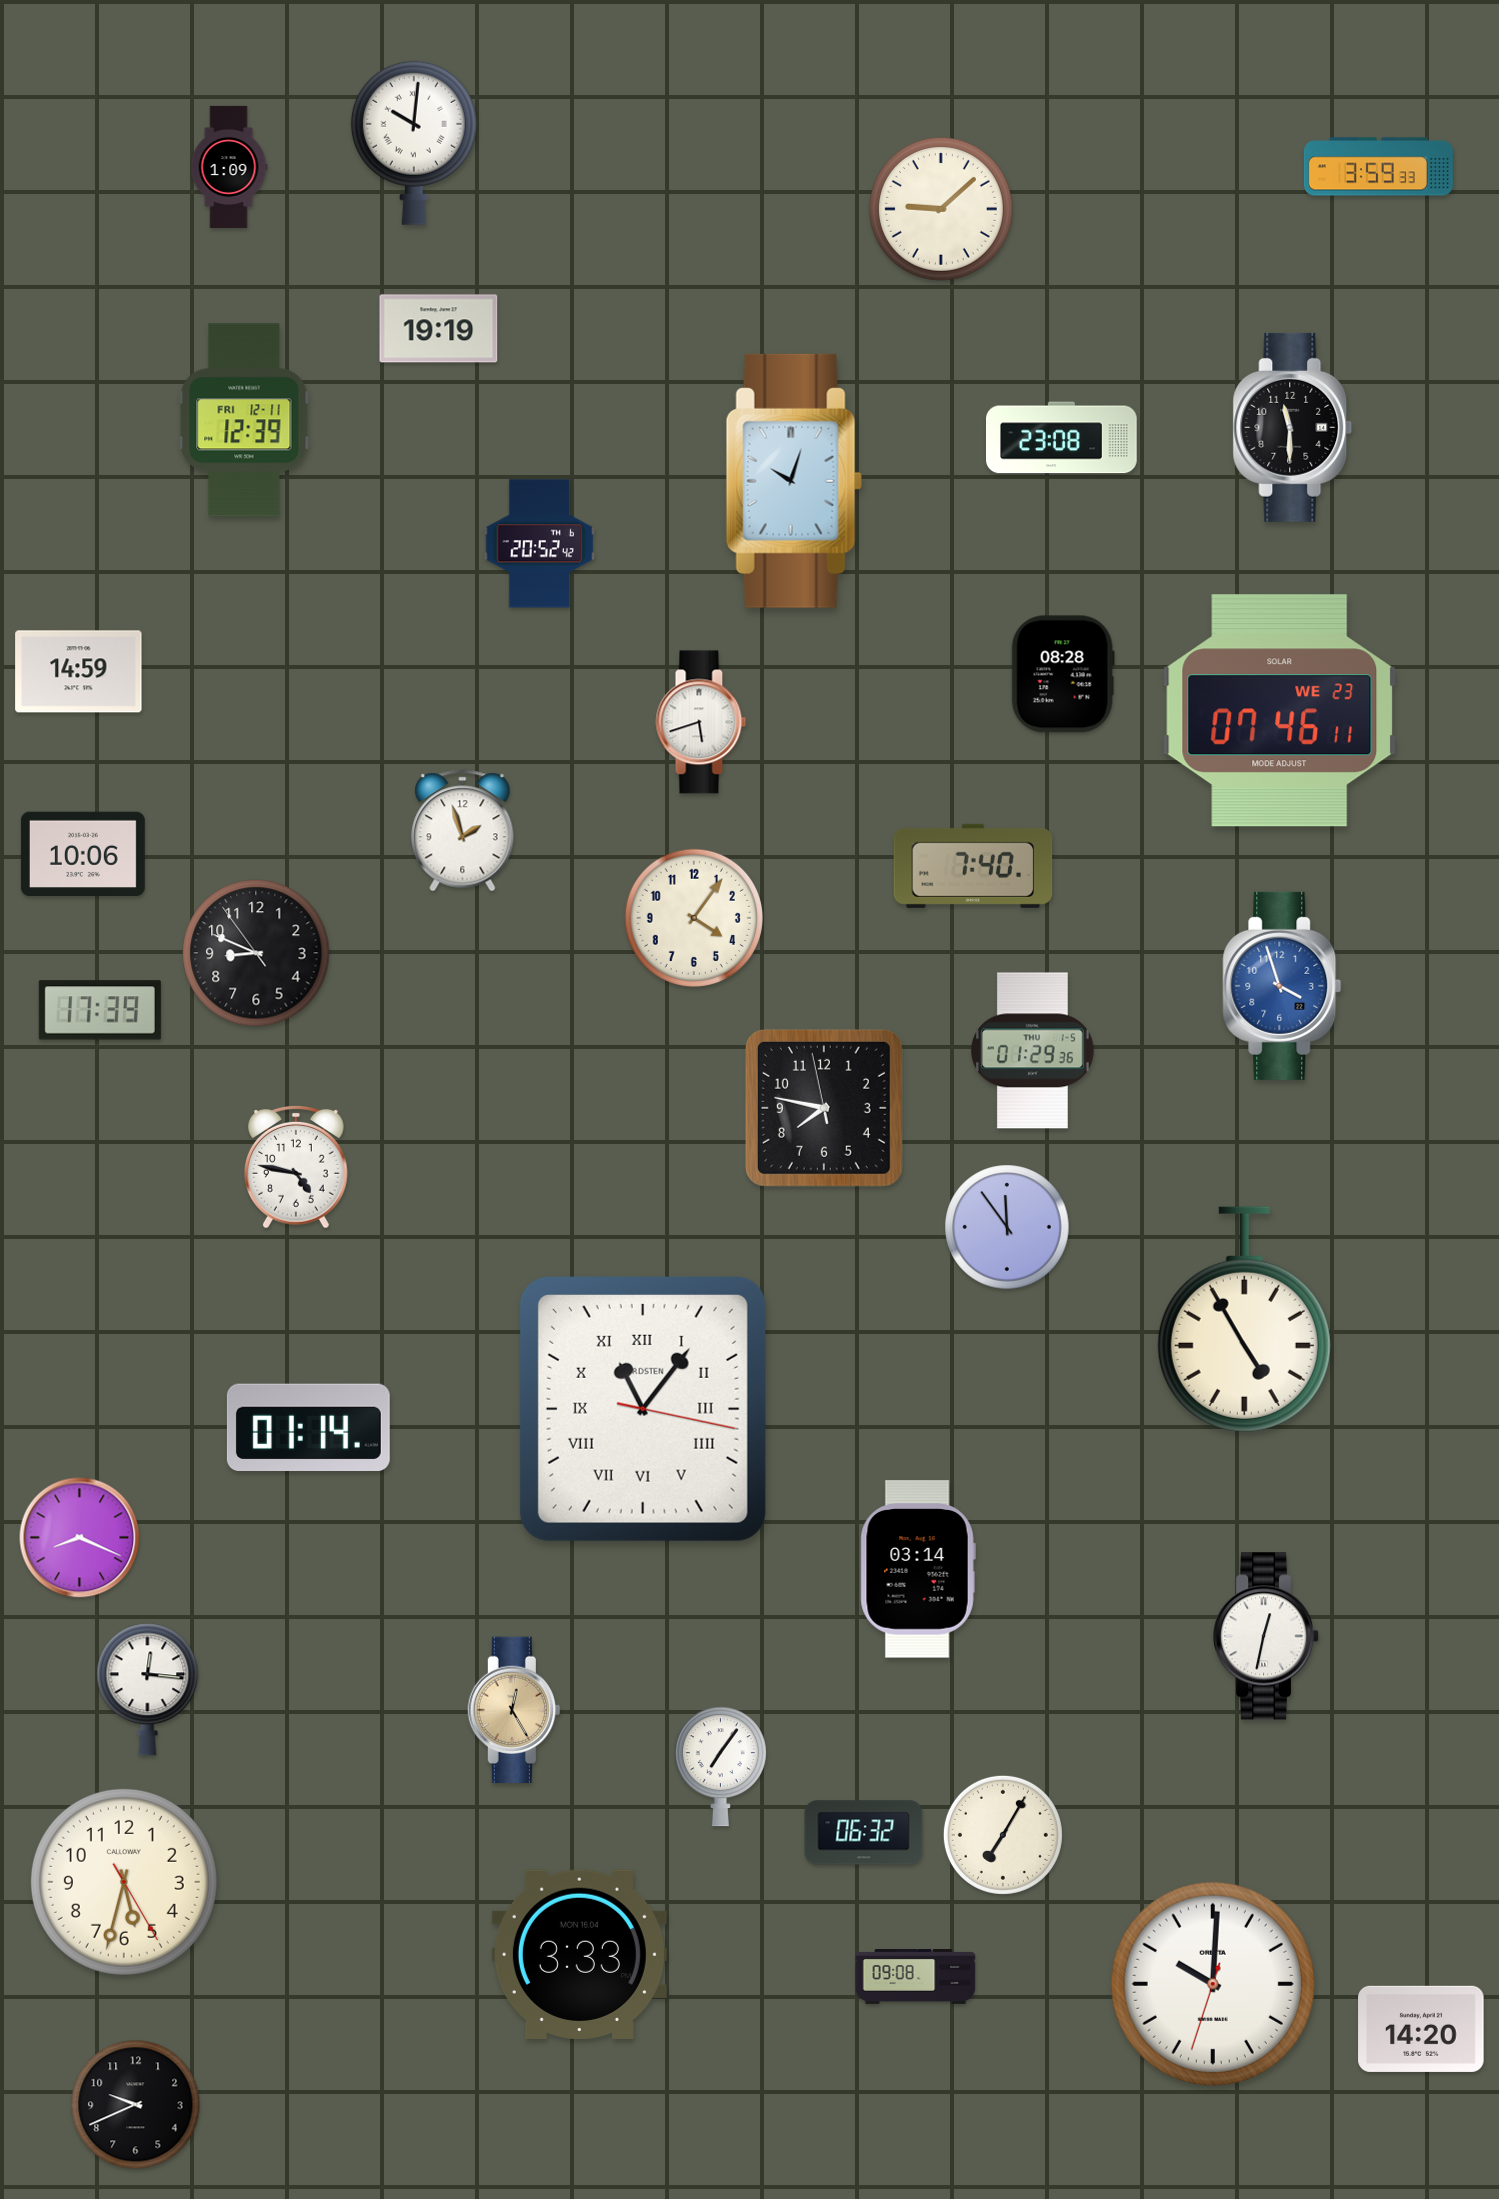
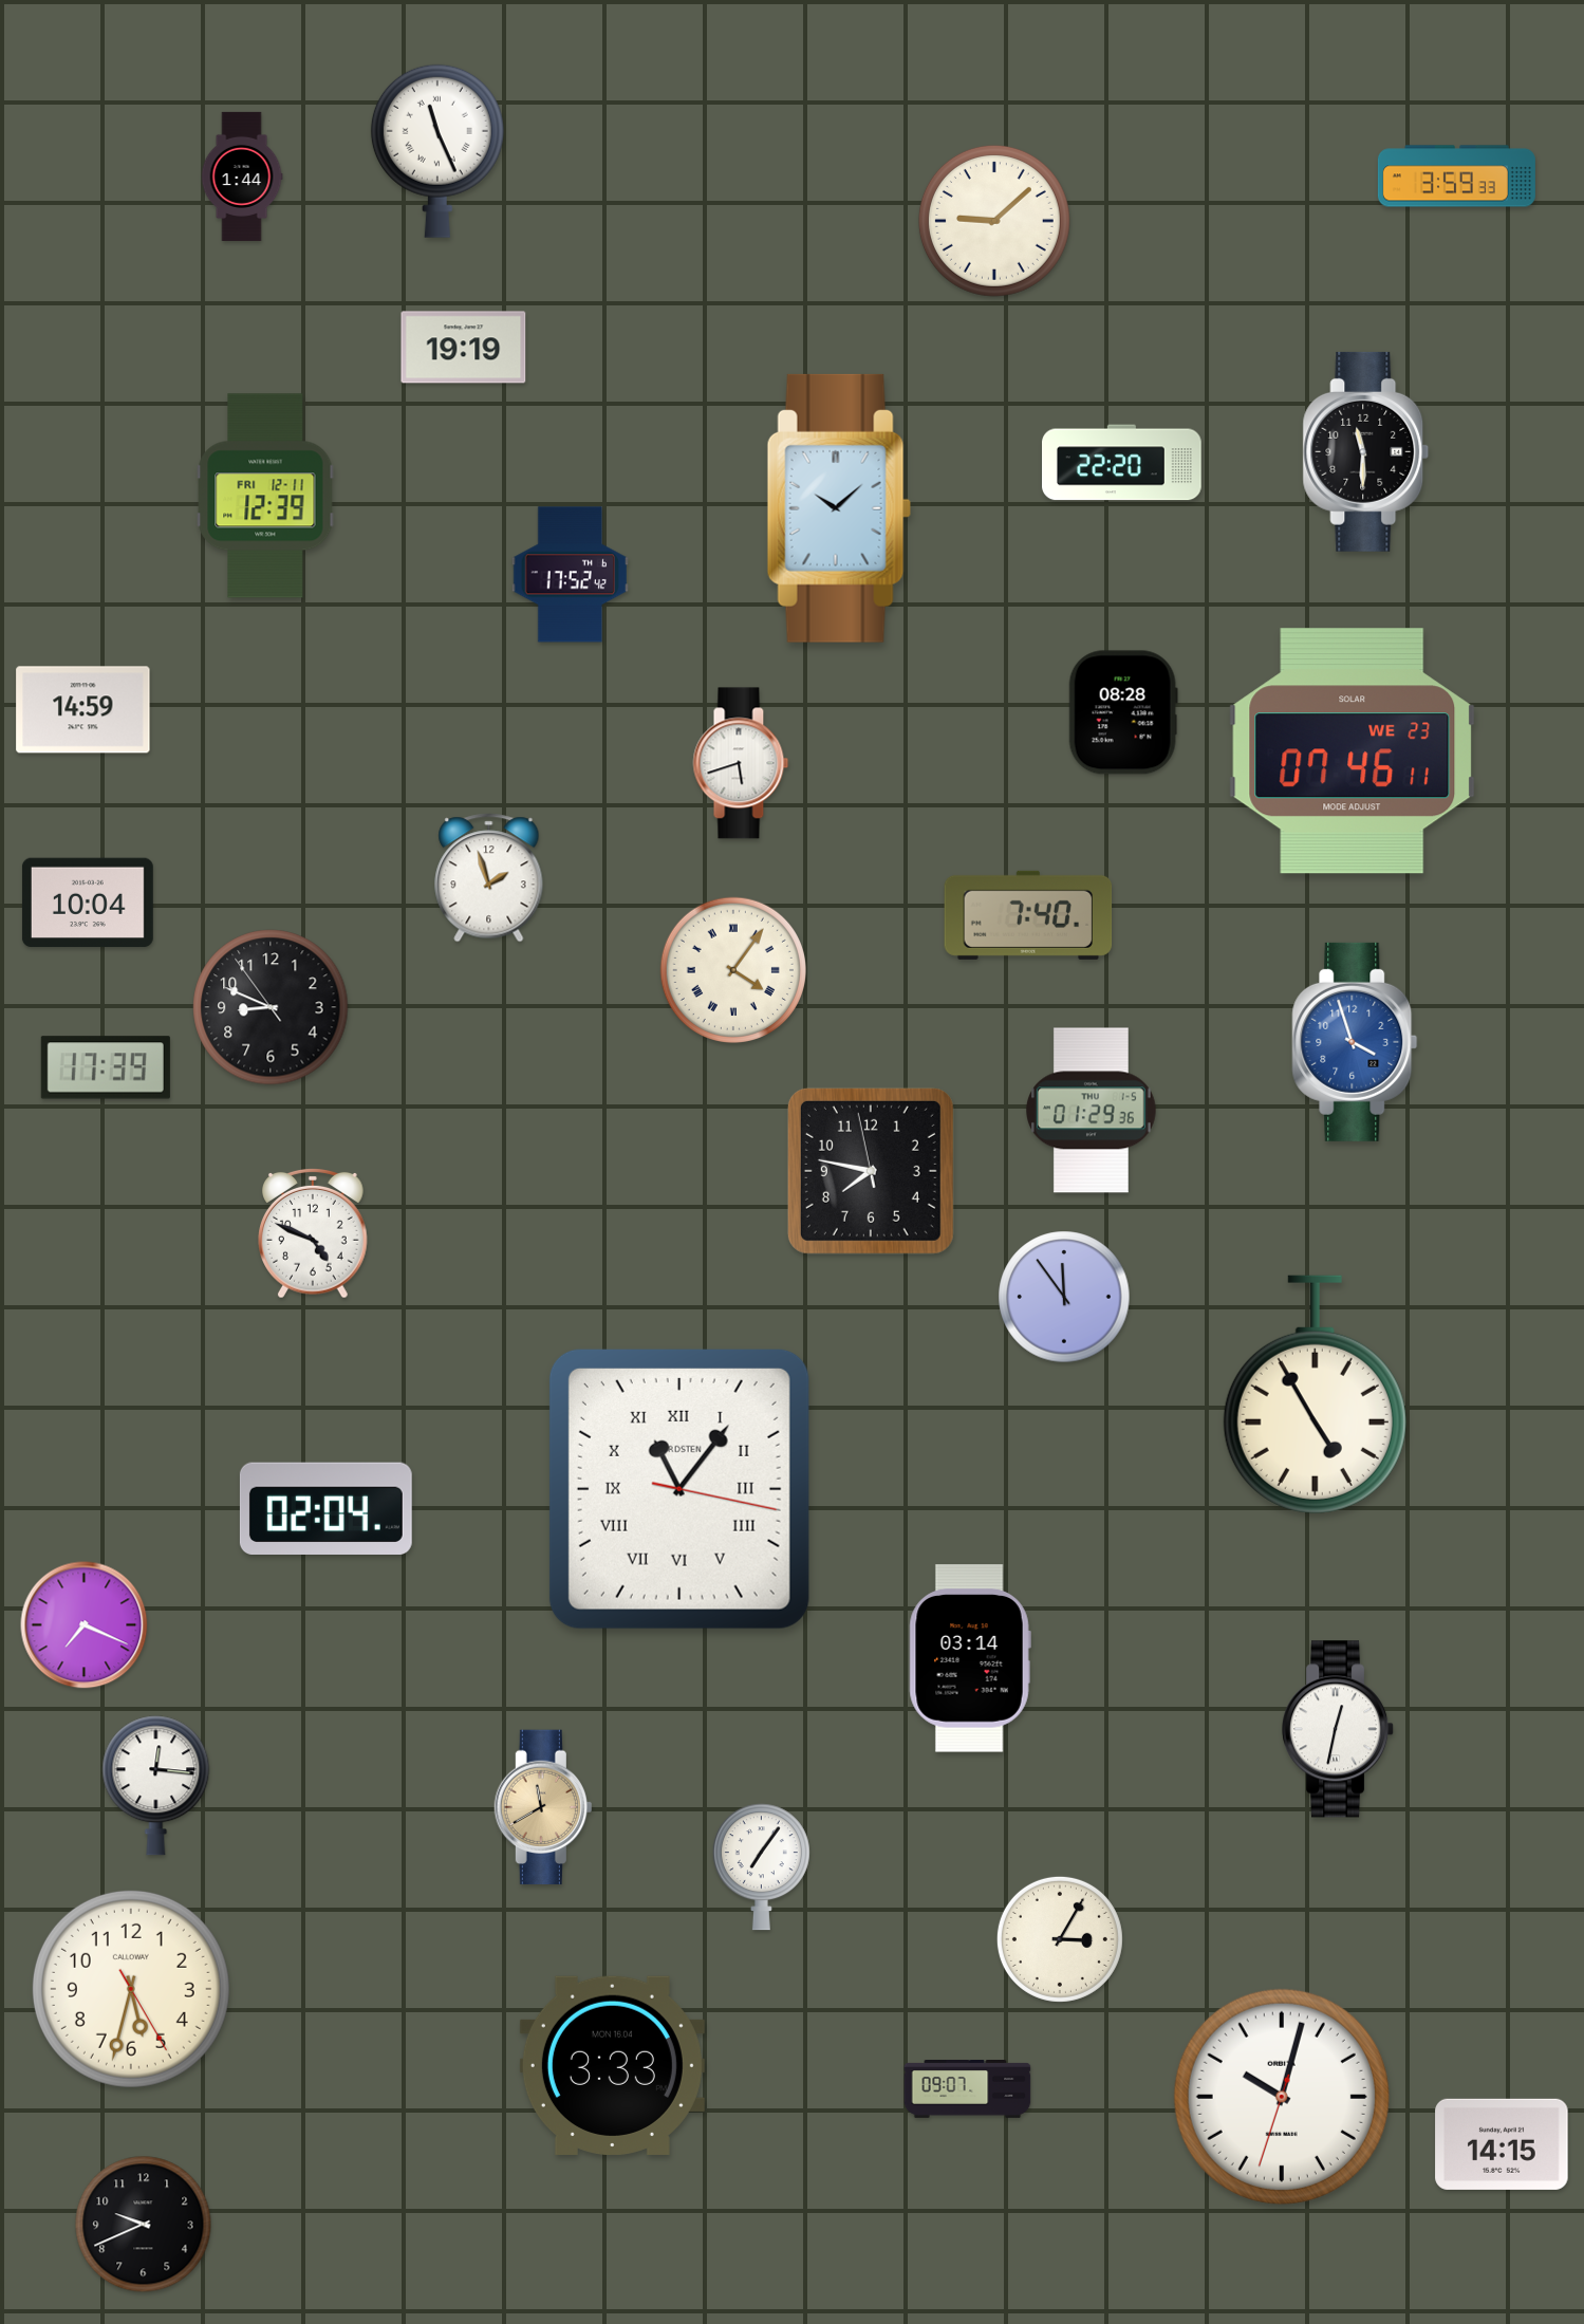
clock at (414, 143): 10:01 -> 11:26
clock at (229, 167): 1:09 -> 1:44
clock at (244, 420) position: (244, 420) -> (265, 496)
clock at (1062, 438): 23:08 -> 22:20
clock at (794, 481): 10:03 -> 10:08
clock at (539, 544): 20:52 -> 17:52
clock at (83, 854): 10:06 -> 10:04
clock at (693, 918) numerals: Arabic -> Roman
clock at (297, 1168): 4:47 -> 4:49
clock at (308, 1427): 01:14 -> 02:04
clock at (80, 1538): 8:19 -> 7:19
clock at (514, 1710): 12:25 -> 11:40
clock at (864, 1833): 06:32 -> none
clock at (1003, 1835): 7:05 -> 3:05
clock at (916, 1977): 09:08 -> 09:07
clock at (1213, 1984): 10:00 -> 10:02
clock at (1421, 2029): 14:20 -> 14:15
